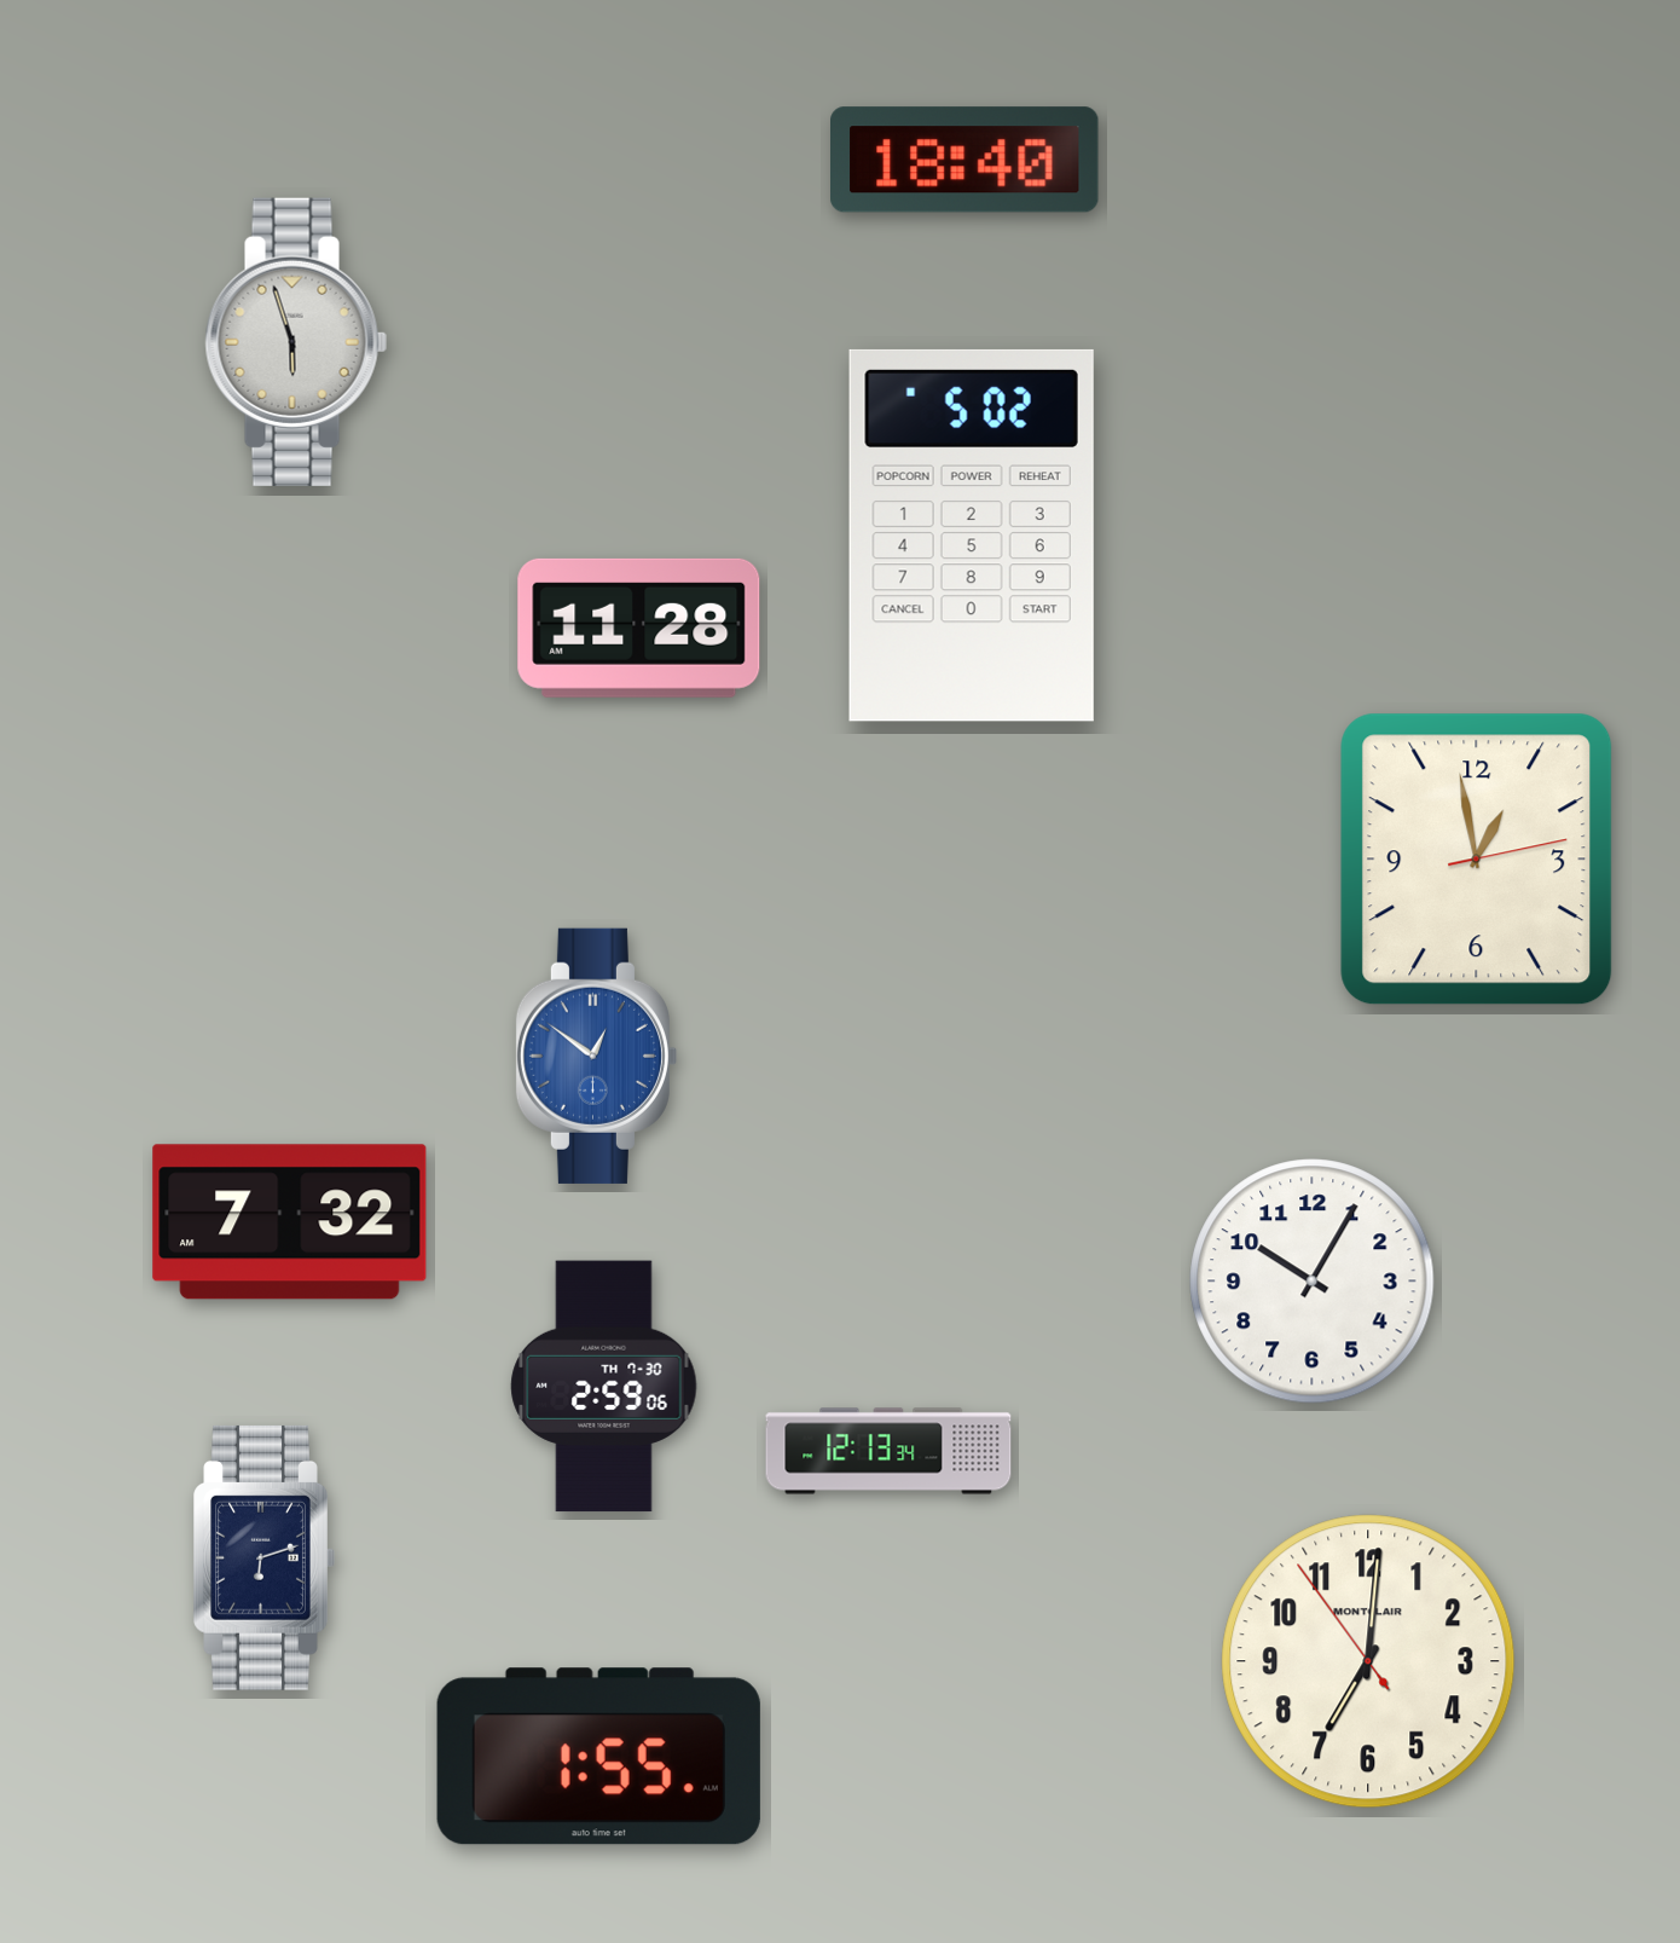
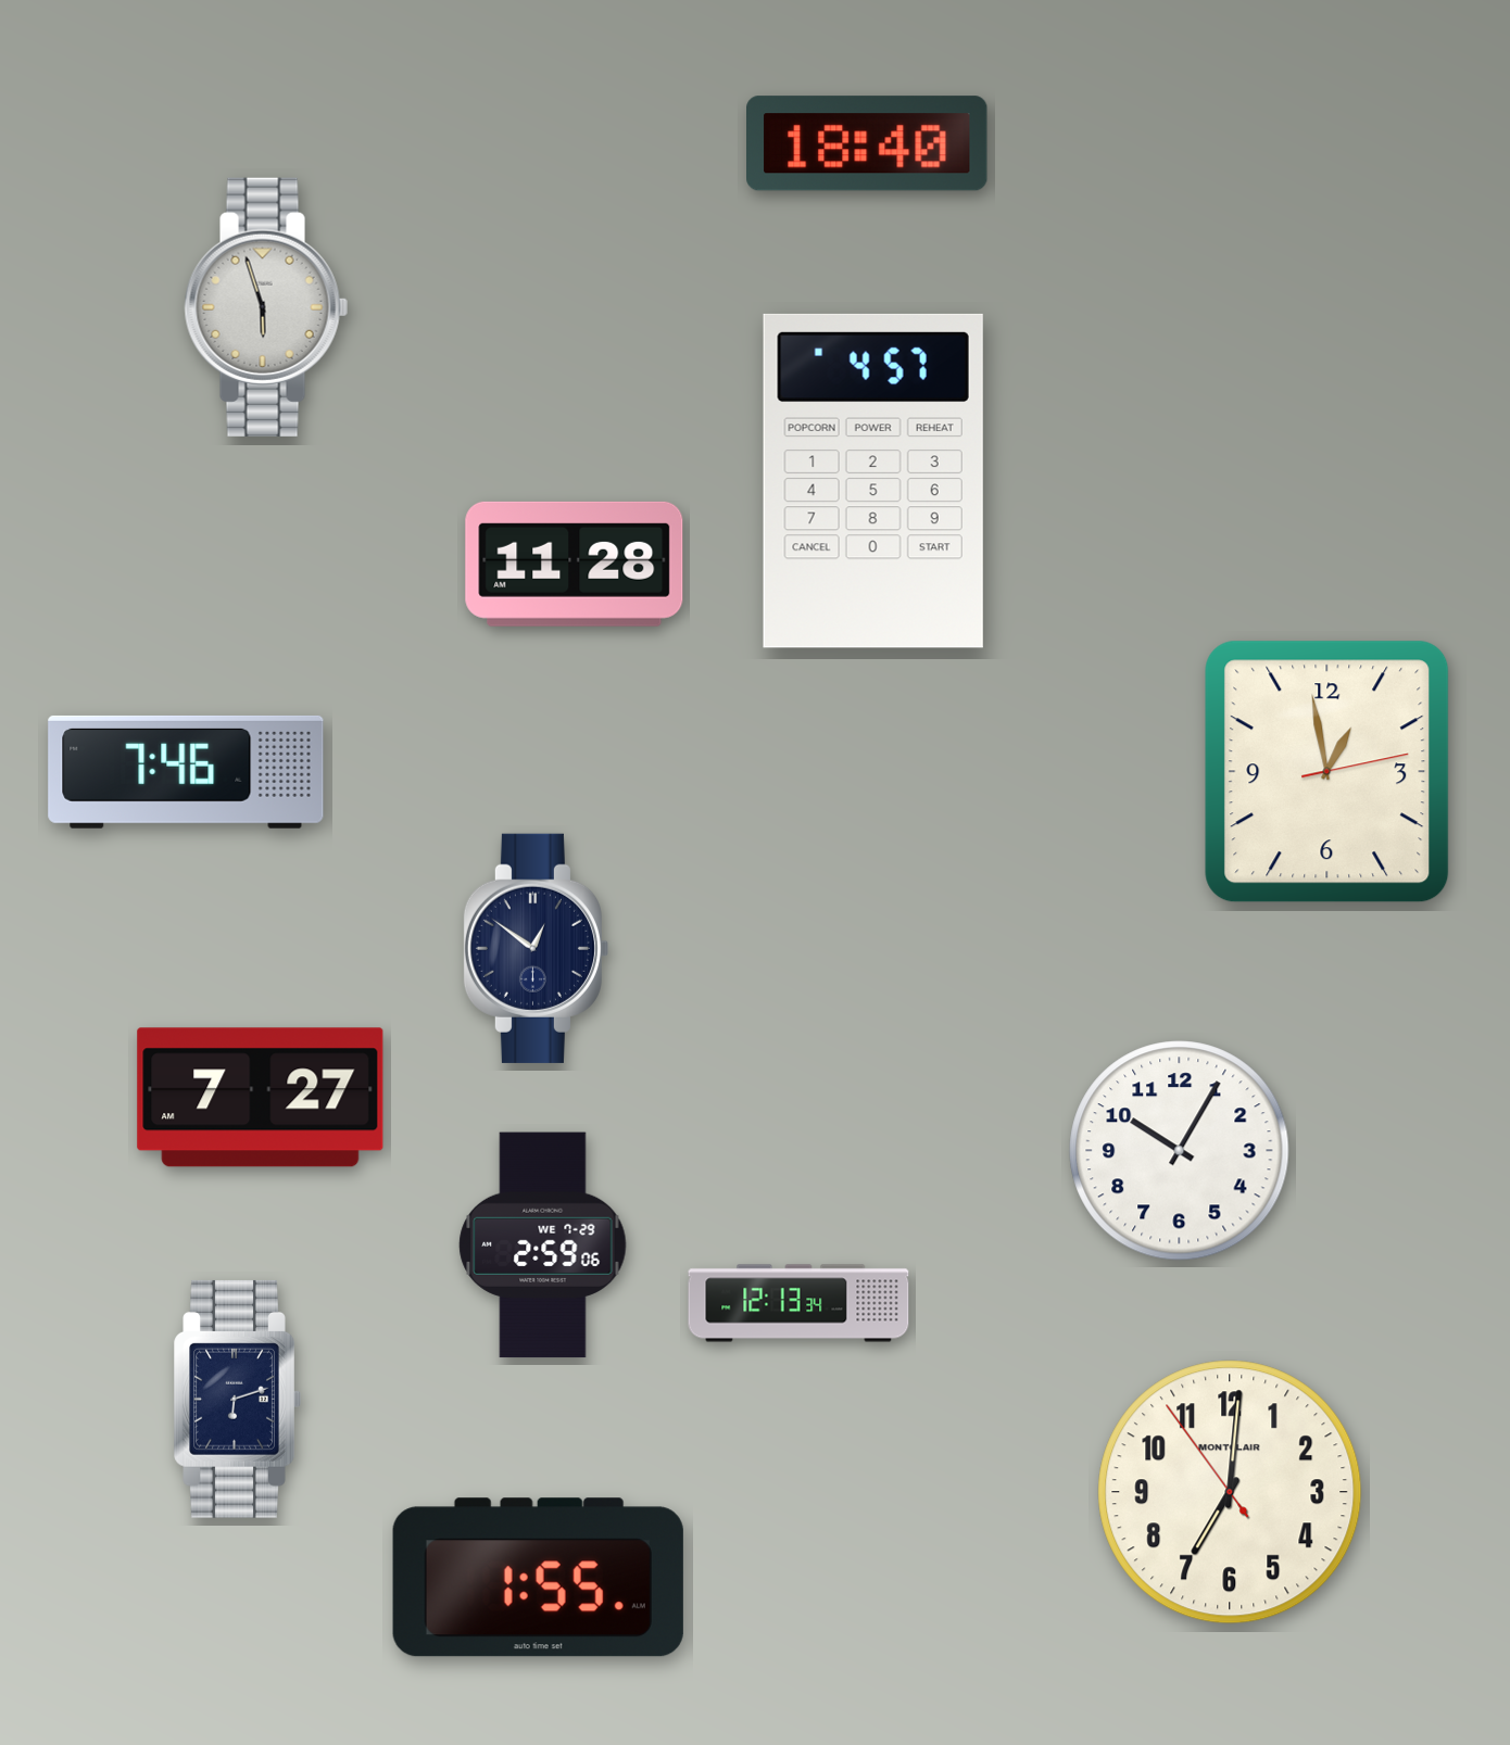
clock at (972, 536): 5:02 -> 4:57
clock at (186, 772): none -> 7:46
clock at (596, 1056) dial: blue -> navy
clock at (290, 1222): 7:32 -> 7:27
clock at (604, 1387) date: TH 7-30 -> WE 7-29
